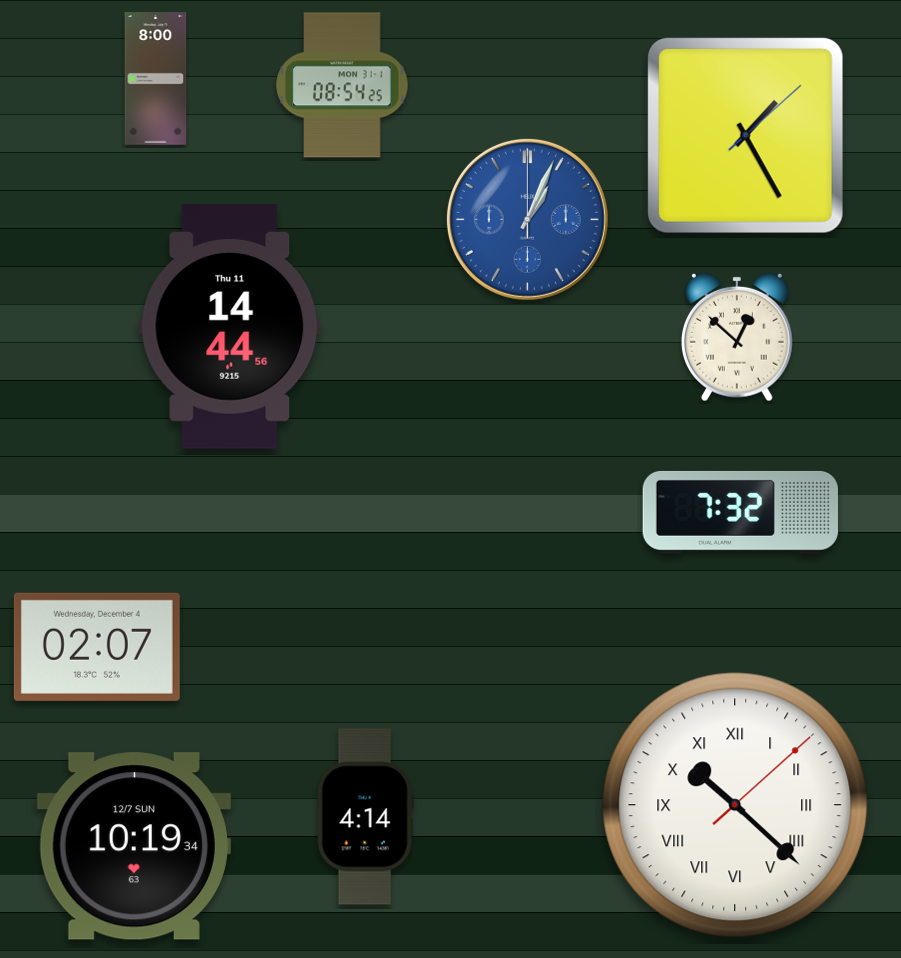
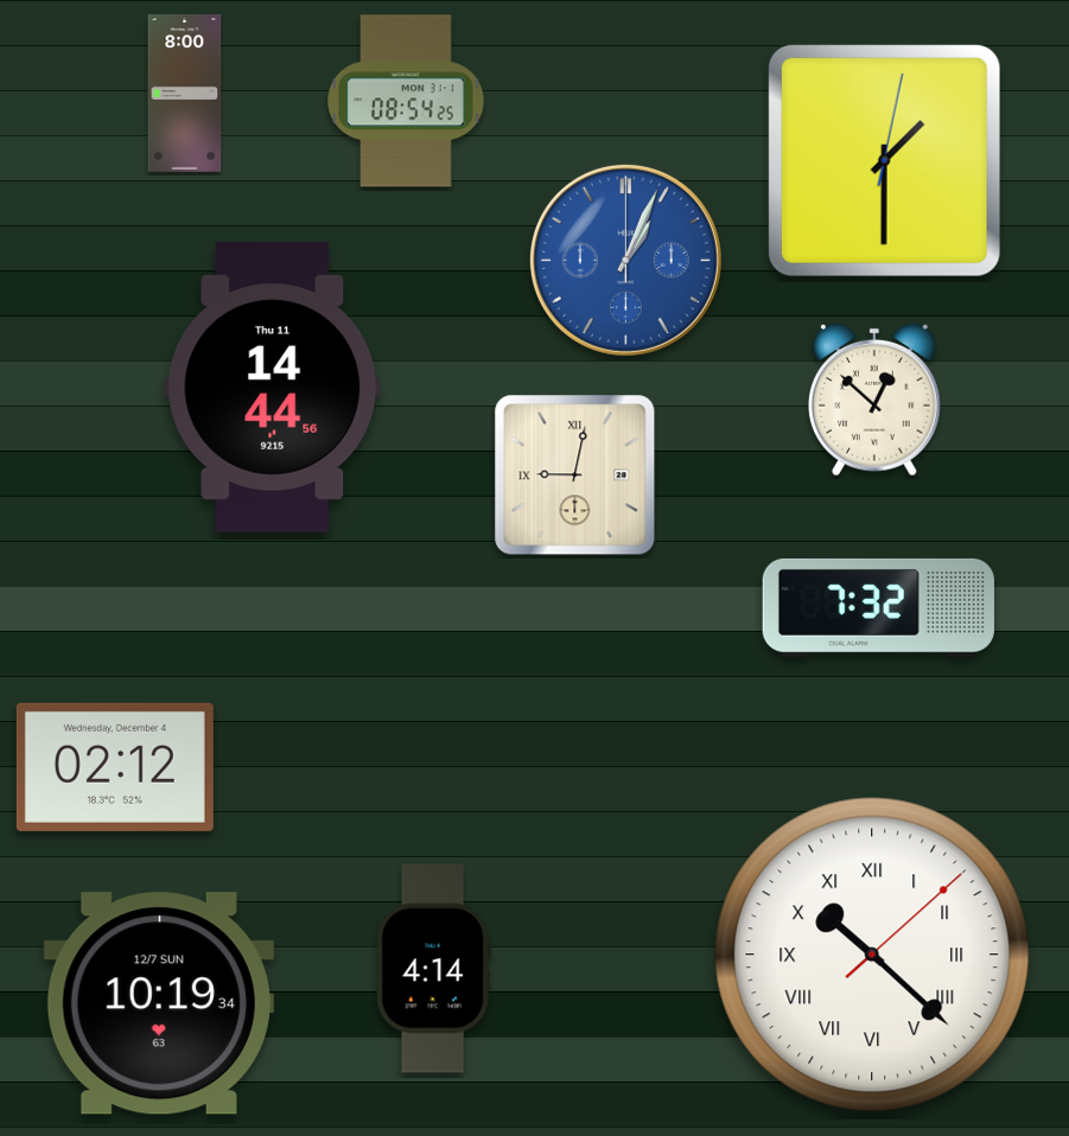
clock at (745, 135): 1:25 -> 1:30
clock at (575, 476): none -> 9:02
clock at (97, 647): 02:07 -> 02:12
